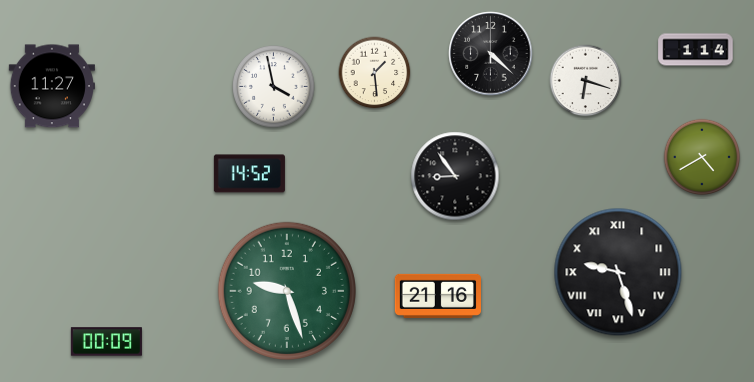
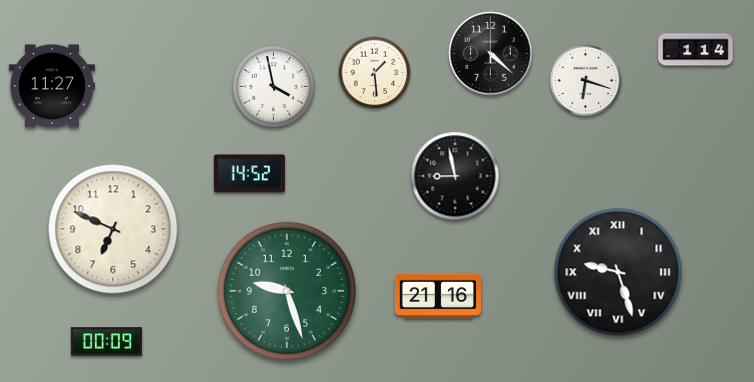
clock at (702, 157): 4:40 -> none
clock at (455, 176): 8:54 -> 8:58
clock at (113, 229): none -> 6:49
